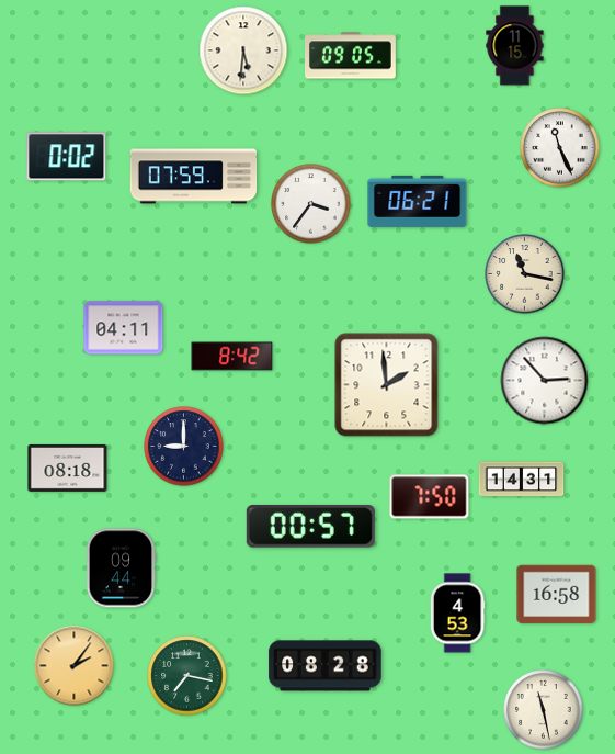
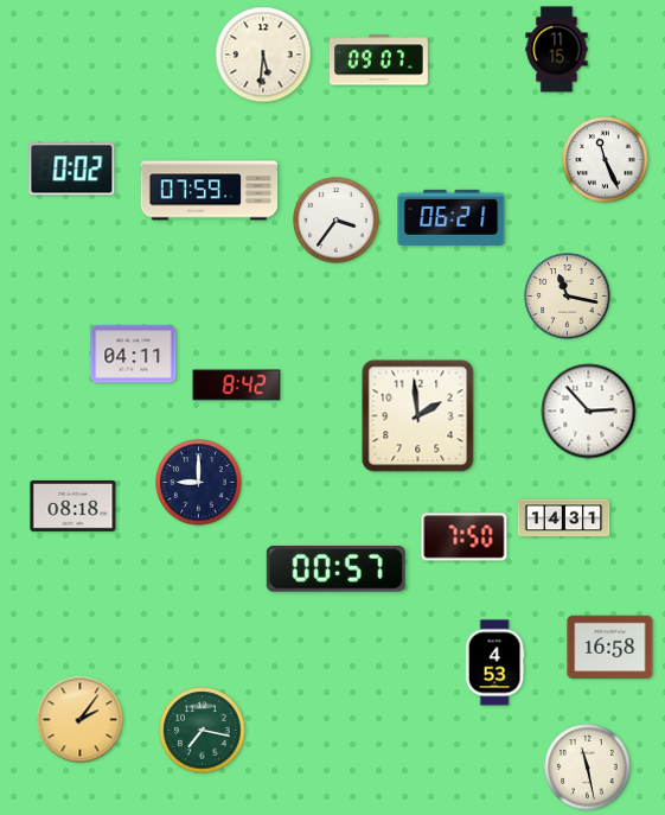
clock at (351, 56): 09:05 -> 09:07
clock at (232, 357) position: (232, 357) -> (237, 386)
clock at (121, 569): 09:44 -> none
clock at (557, 595) position: (557, 595) -> (610, 648)
clock at (326, 666): 08:28 -> none
